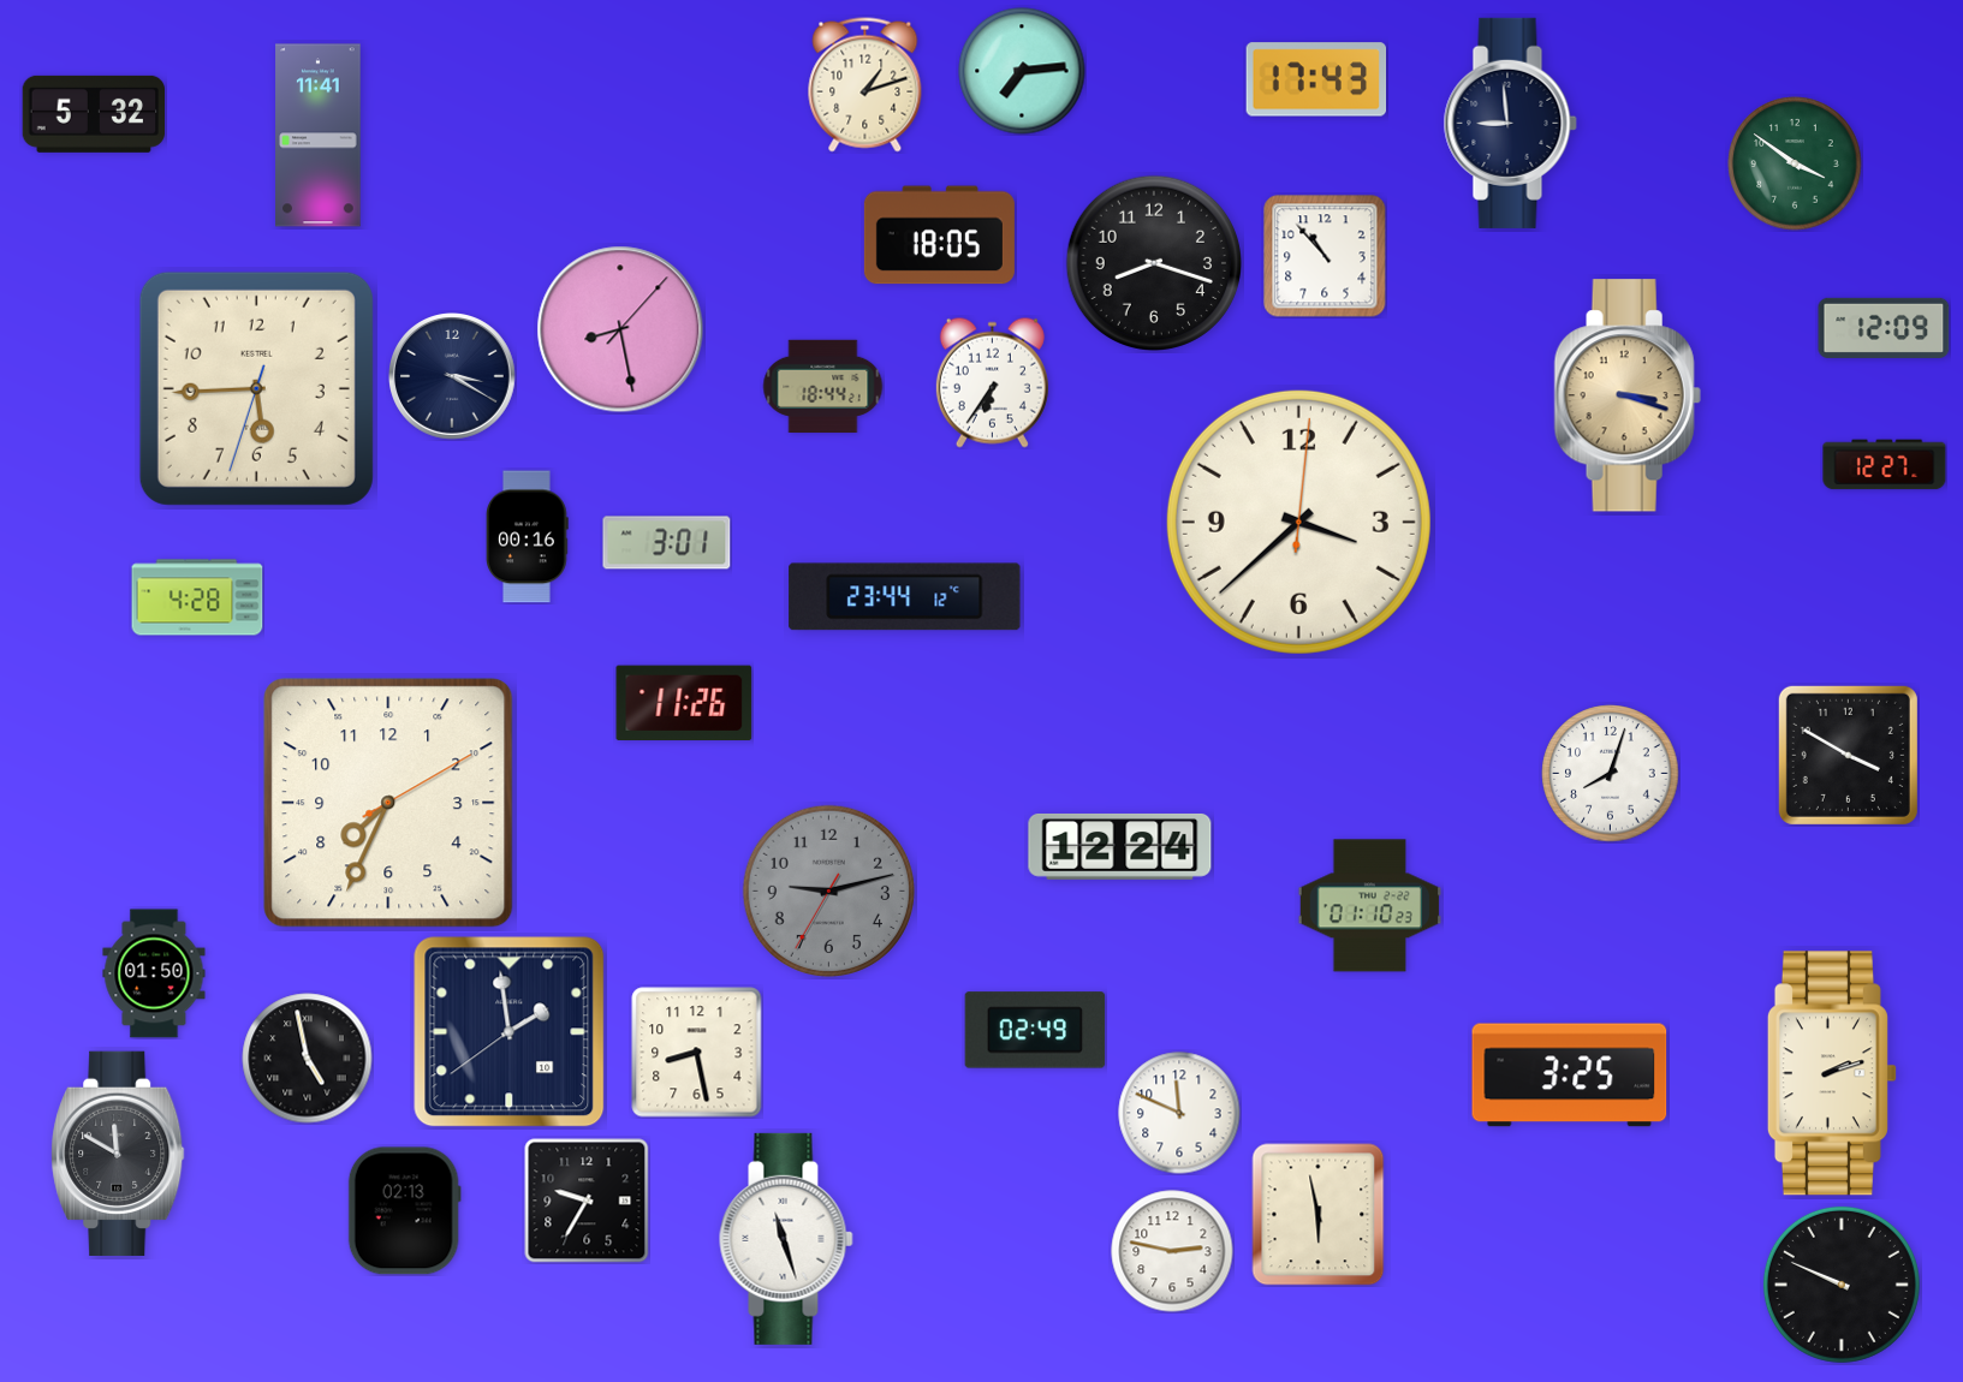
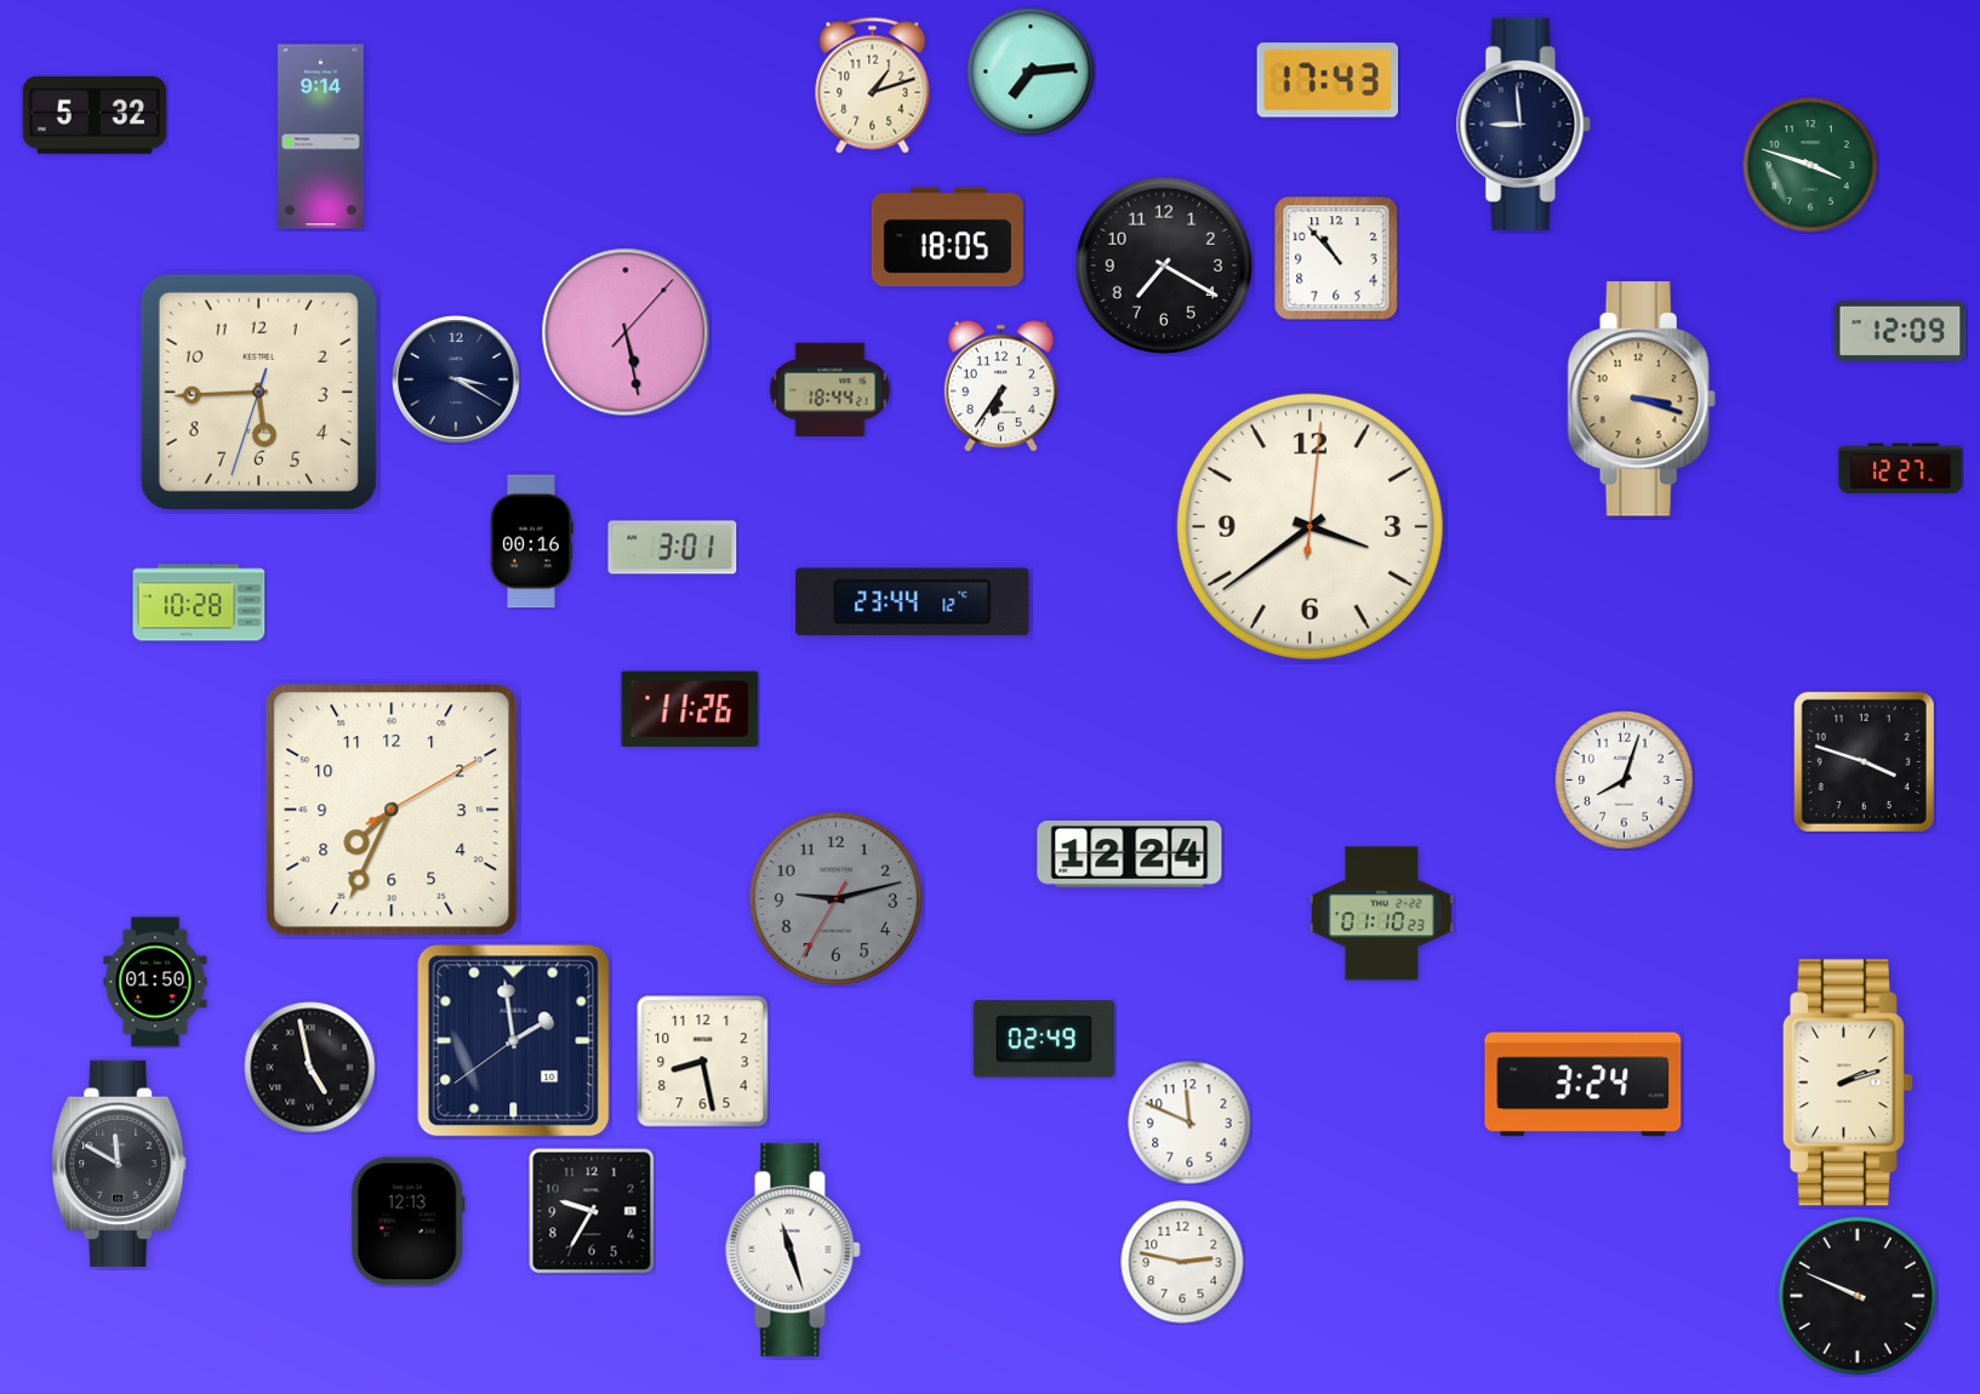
clock at (319, 136): 11:41 -> 9:14
clock at (1795, 163): 3:51 -> 3:48
clock at (1153, 262): 8:18 -> 7:20
clock at (620, 329): 8:28 -> 5:28
clock at (1298, 522): 3:38 -> 3:39
clock at (197, 597): 4:28 -> 10:28
clock at (1848, 755): 3:50 -> 3:48
clock at (1570, 1076): 3:25 -> 3:24
clock at (404, 1211): 02:13 -> 12:13
clock at (1319, 1215): 5:58 -> none
